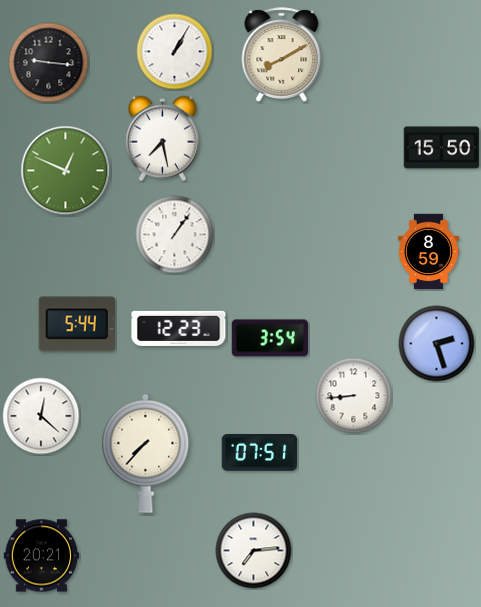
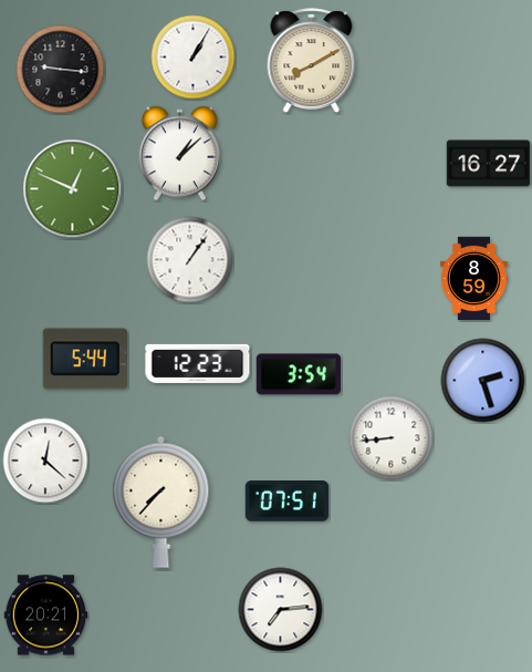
clock at (49, 63) position: (49, 63) -> (61, 70)
clock at (162, 139): 7:28 -> 1:08
clock at (442, 148): 15:50 -> 16:27
clock at (175, 235) position: (175, 235) -> (190, 260)
